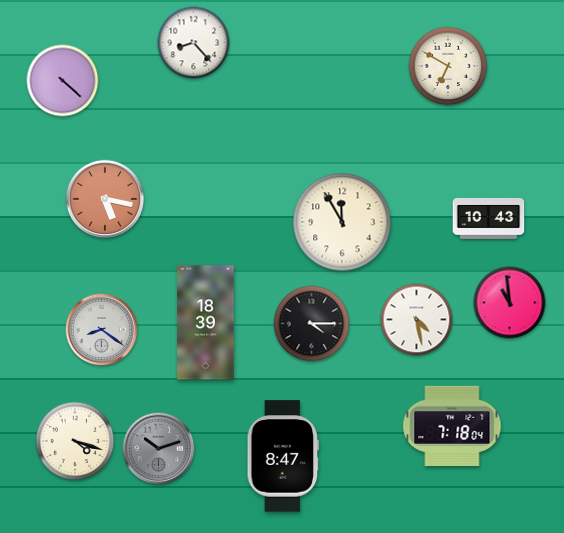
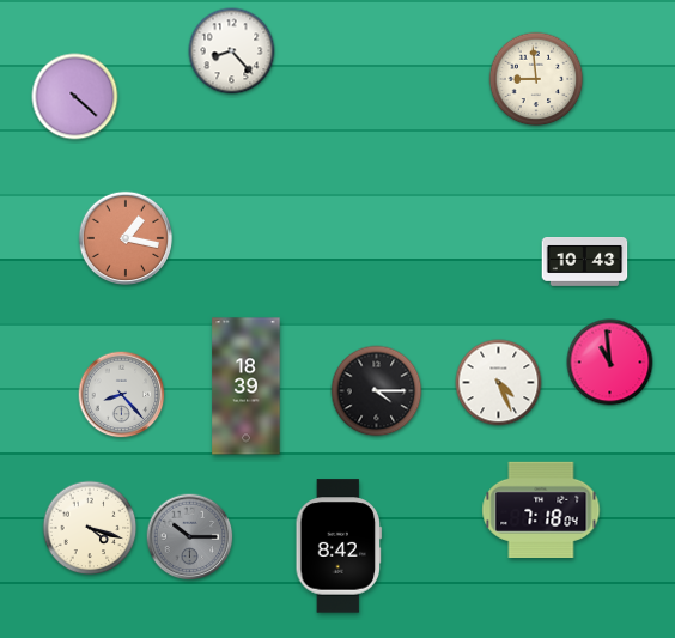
clock at (448, 66): 6:50 -> 8:59
clock at (104, 198): 5:17 -> 1:17
clock at (342, 222): 11:55 -> none
clock at (417, 320): 4:28 -> 4:26
clock at (312, 324) position: (312, 324) -> (377, 391)
clock at (102, 330): 8:21 -> 8:23
clock at (159, 449): 10:12 -> 10:15
clock at (283, 456): 8:47 -> 8:42
